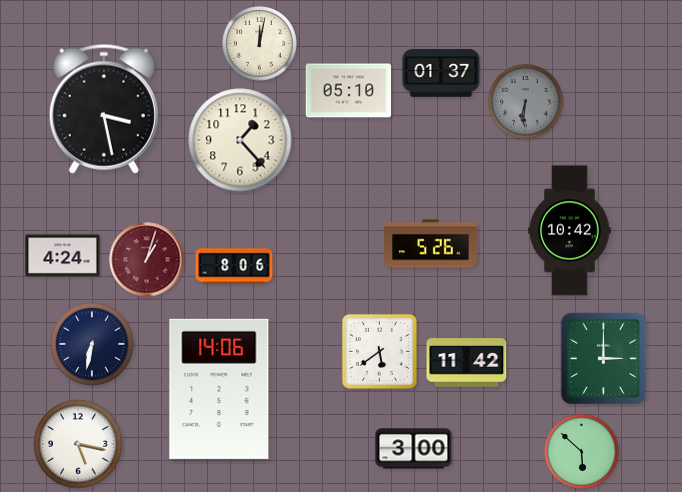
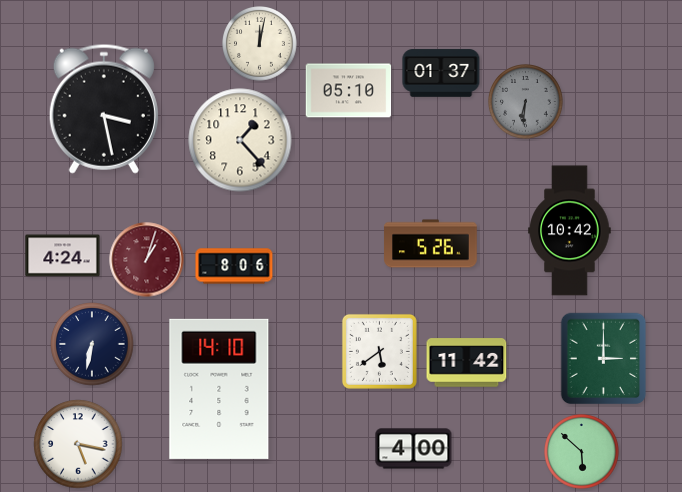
clock at (219, 389): 14:06 -> 14:10
clock at (414, 449): 3:00 -> 4:00
